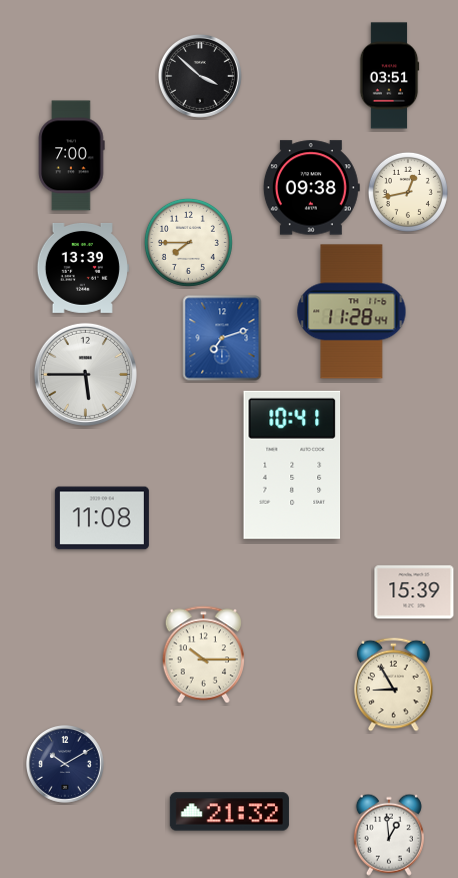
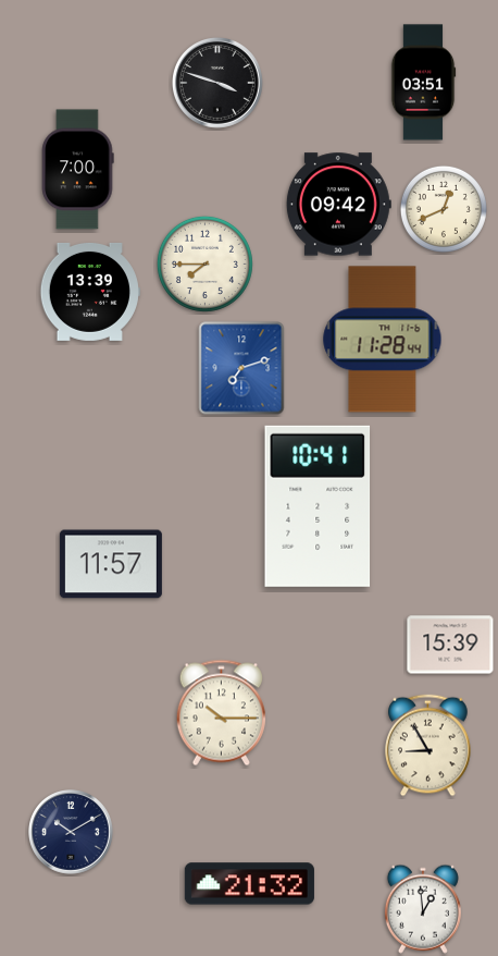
clock at (200, 76): 3:52 -> 3:48
clock at (311, 188): 09:38 -> 09:42
clock at (408, 192): 12:43 -> 12:41
clock at (85, 374): 5:45 -> none
clock at (102, 518): 11:08 -> 11:57
